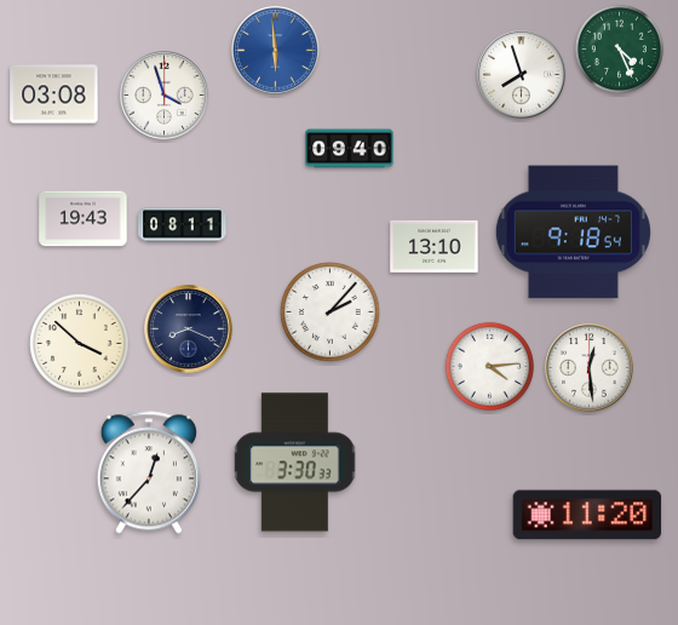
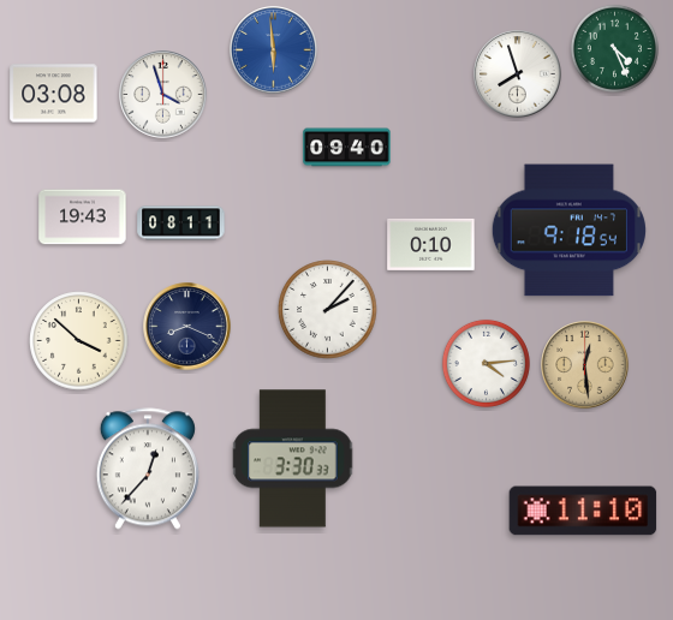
clock at (435, 246): 13:10 -> 0:10
clock at (590, 368) dial: white -> champagne
clock at (587, 515): 11:20 -> 11:10
